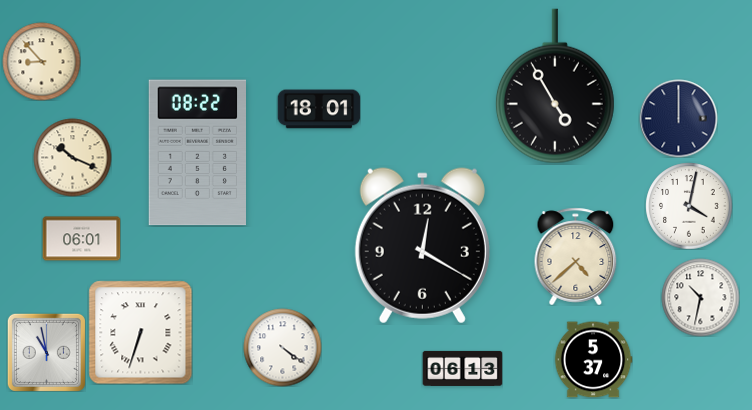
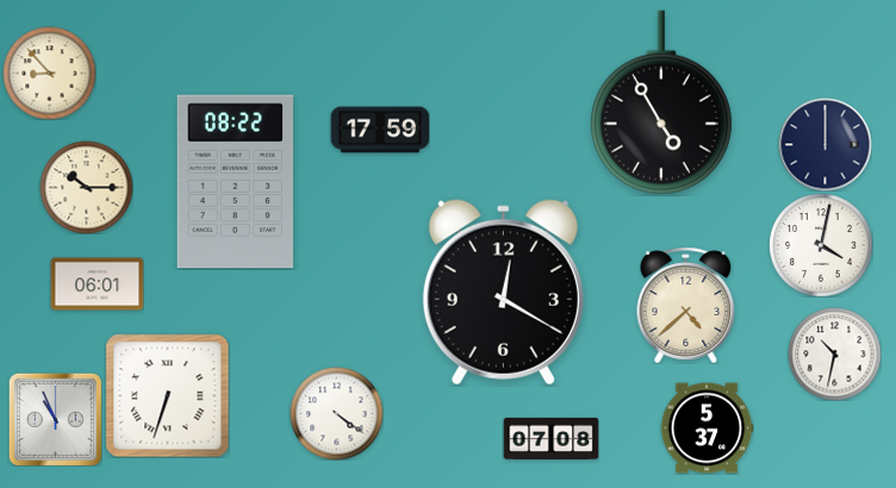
clock at (319, 109): 18:01 -> 17:59
clock at (678, 118) position: (678, 118) -> (825, 144)
clock at (72, 157): 10:19 -> 10:15
clock at (46, 352): 10:58 -> 10:56
clock at (462, 368): 06:13 -> 07:08
